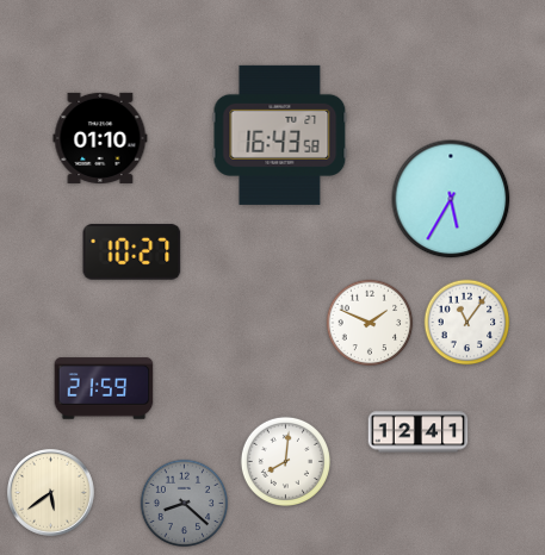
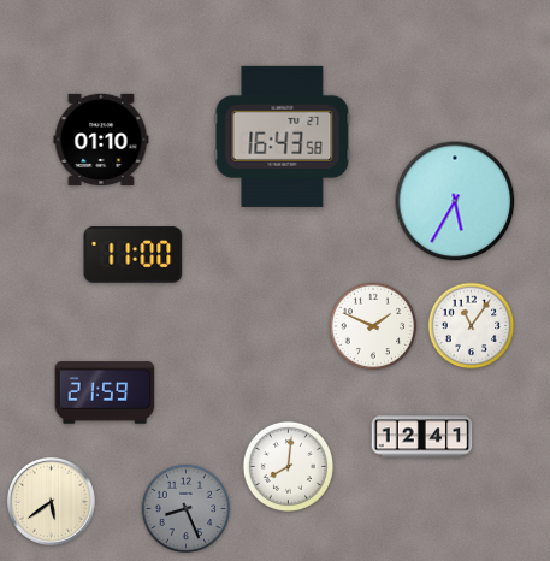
clock at (132, 252): 10:27 -> 11:00
clock at (50, 492) position: (50, 492) -> (51, 501)
clock at (185, 504): 8:22 -> 8:26
